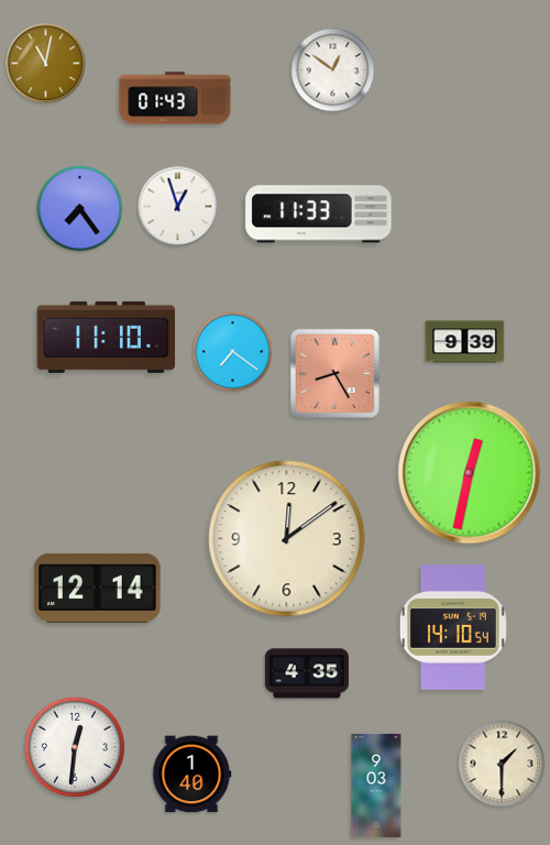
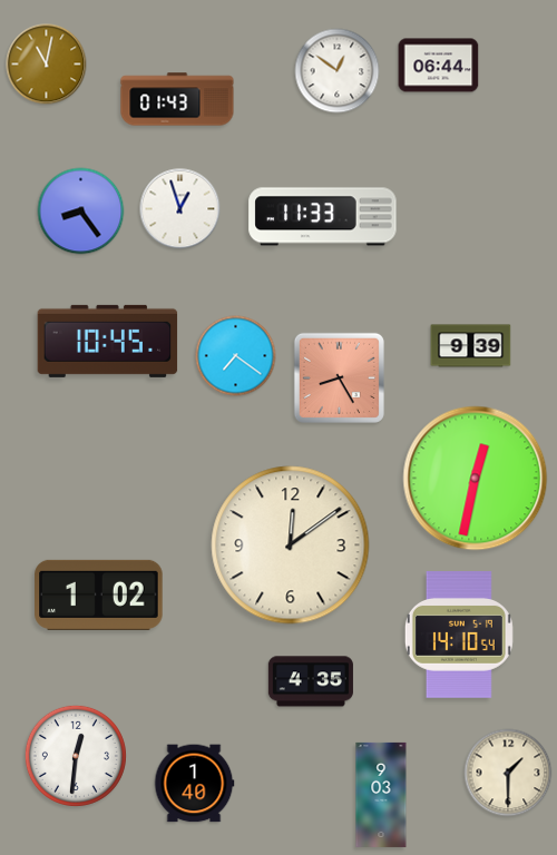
clock at (439, 66): none -> 06:44
clock at (80, 209): 7:24 -> 8:24
clock at (107, 337): 11:10 -> 10:45
clock at (98, 588): 12:14 -> 1:02
